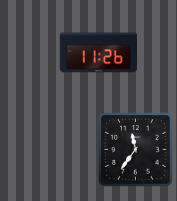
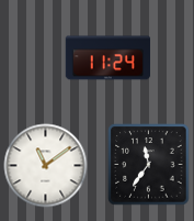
clock at (99, 53): 11:26 -> 11:24
clock at (46, 166): none -> 11:09
